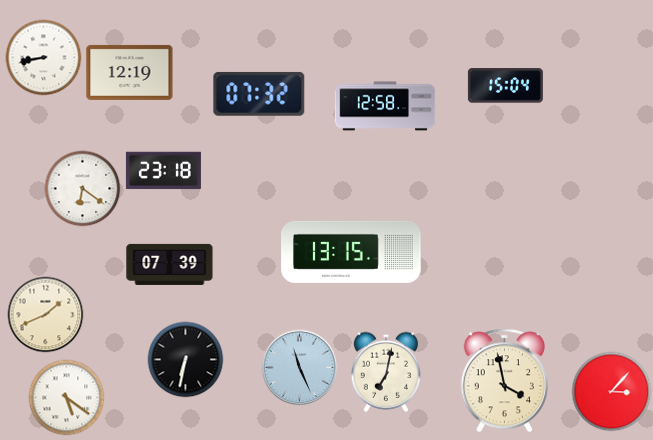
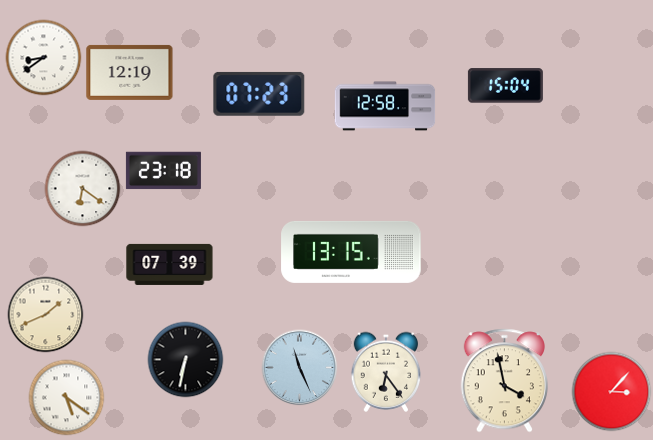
clock at (44, 58): 8:43 -> 8:39
clock at (259, 94): 07:32 -> 07:23
clock at (385, 372): 7:02 -> 6:24
